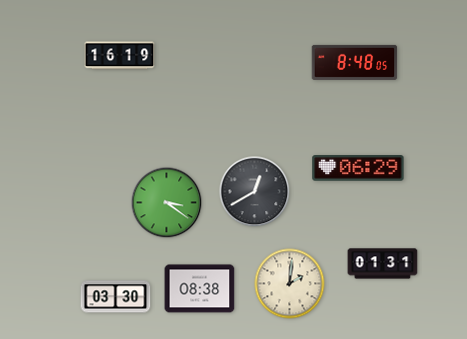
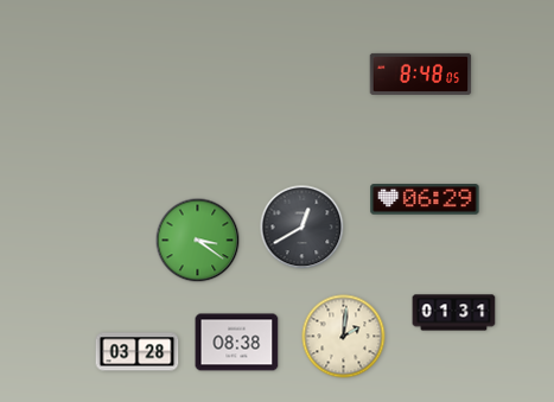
clock at (120, 56): 16:19 -> none
clock at (116, 297): 03:30 -> 03:28
